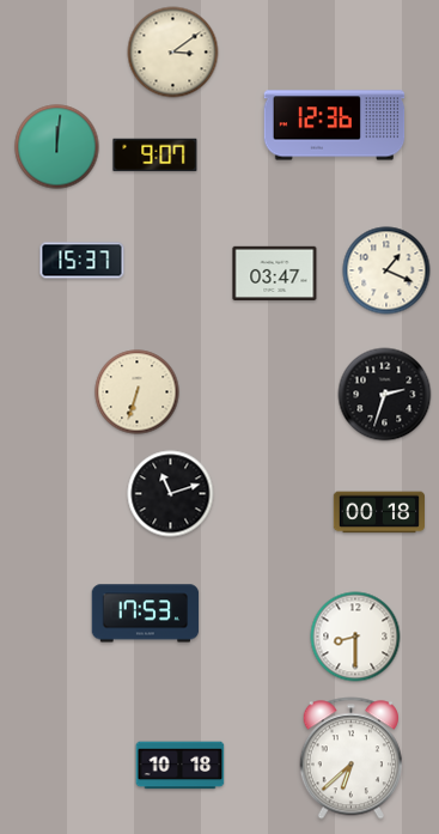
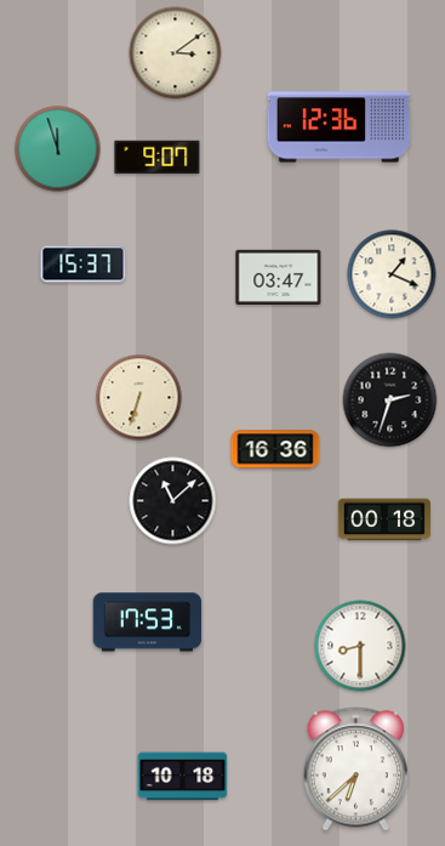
clock at (57, 147): 12:01 -> 11:57
clock at (275, 449): none -> 16:36
clock at (171, 494): 11:12 -> 11:08
